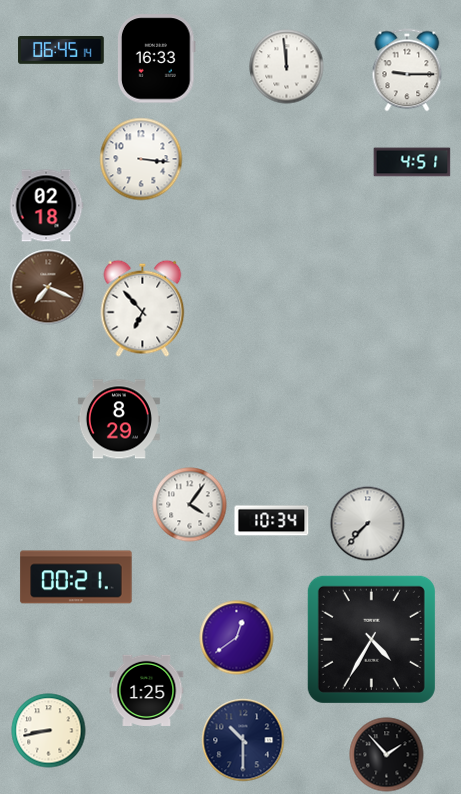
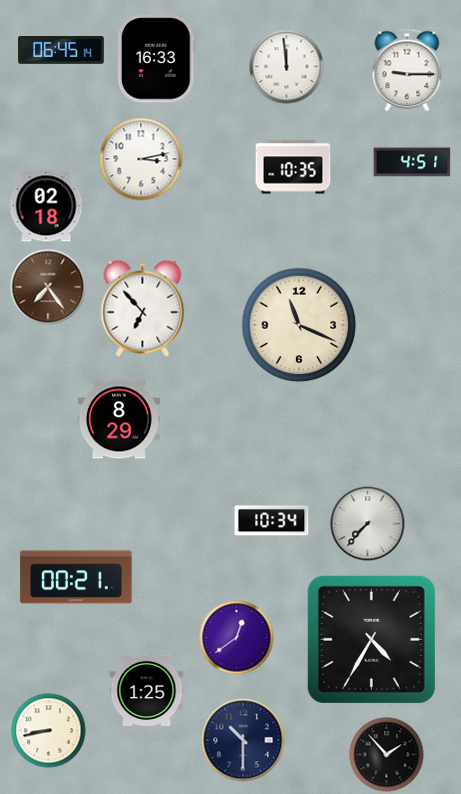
clock at (141, 159): 3:16 -> 3:13
clock at (293, 167): none -> 10:35
clock at (48, 287): 7:19 -> 7:24
clock at (299, 325): none -> 11:19
clock at (190, 505): 4:06 -> none
